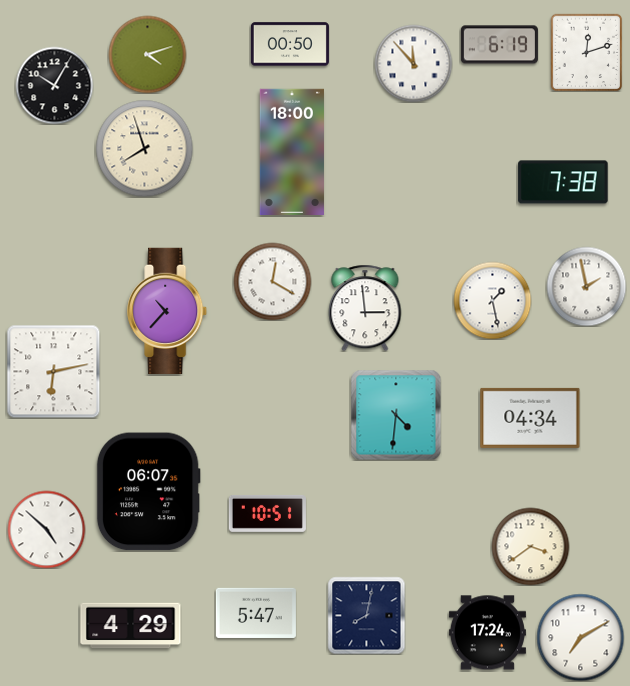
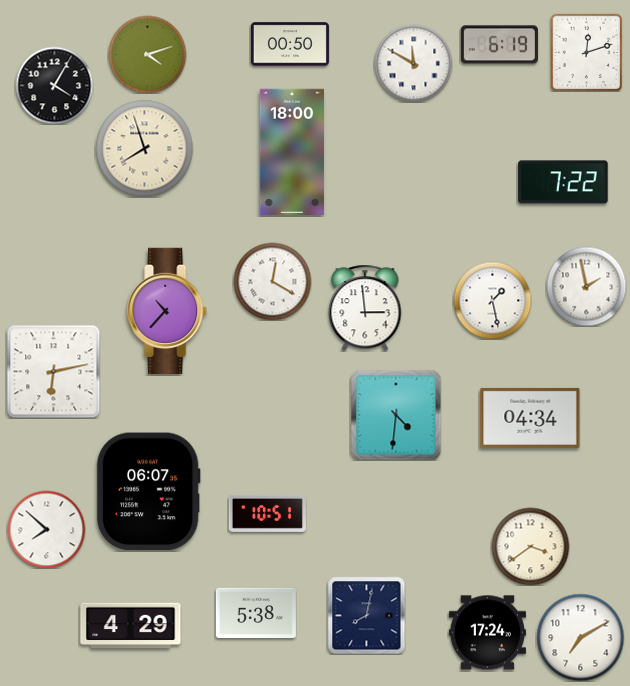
clock at (413, 63): 11:53 -> 11:50
clock at (54, 85): 10:05 -> 4:05
clock at (563, 182): 7:38 -> 7:22
clock at (46, 529): 4:52 -> 7:52
clock at (256, 613): 5:47 -> 5:38
